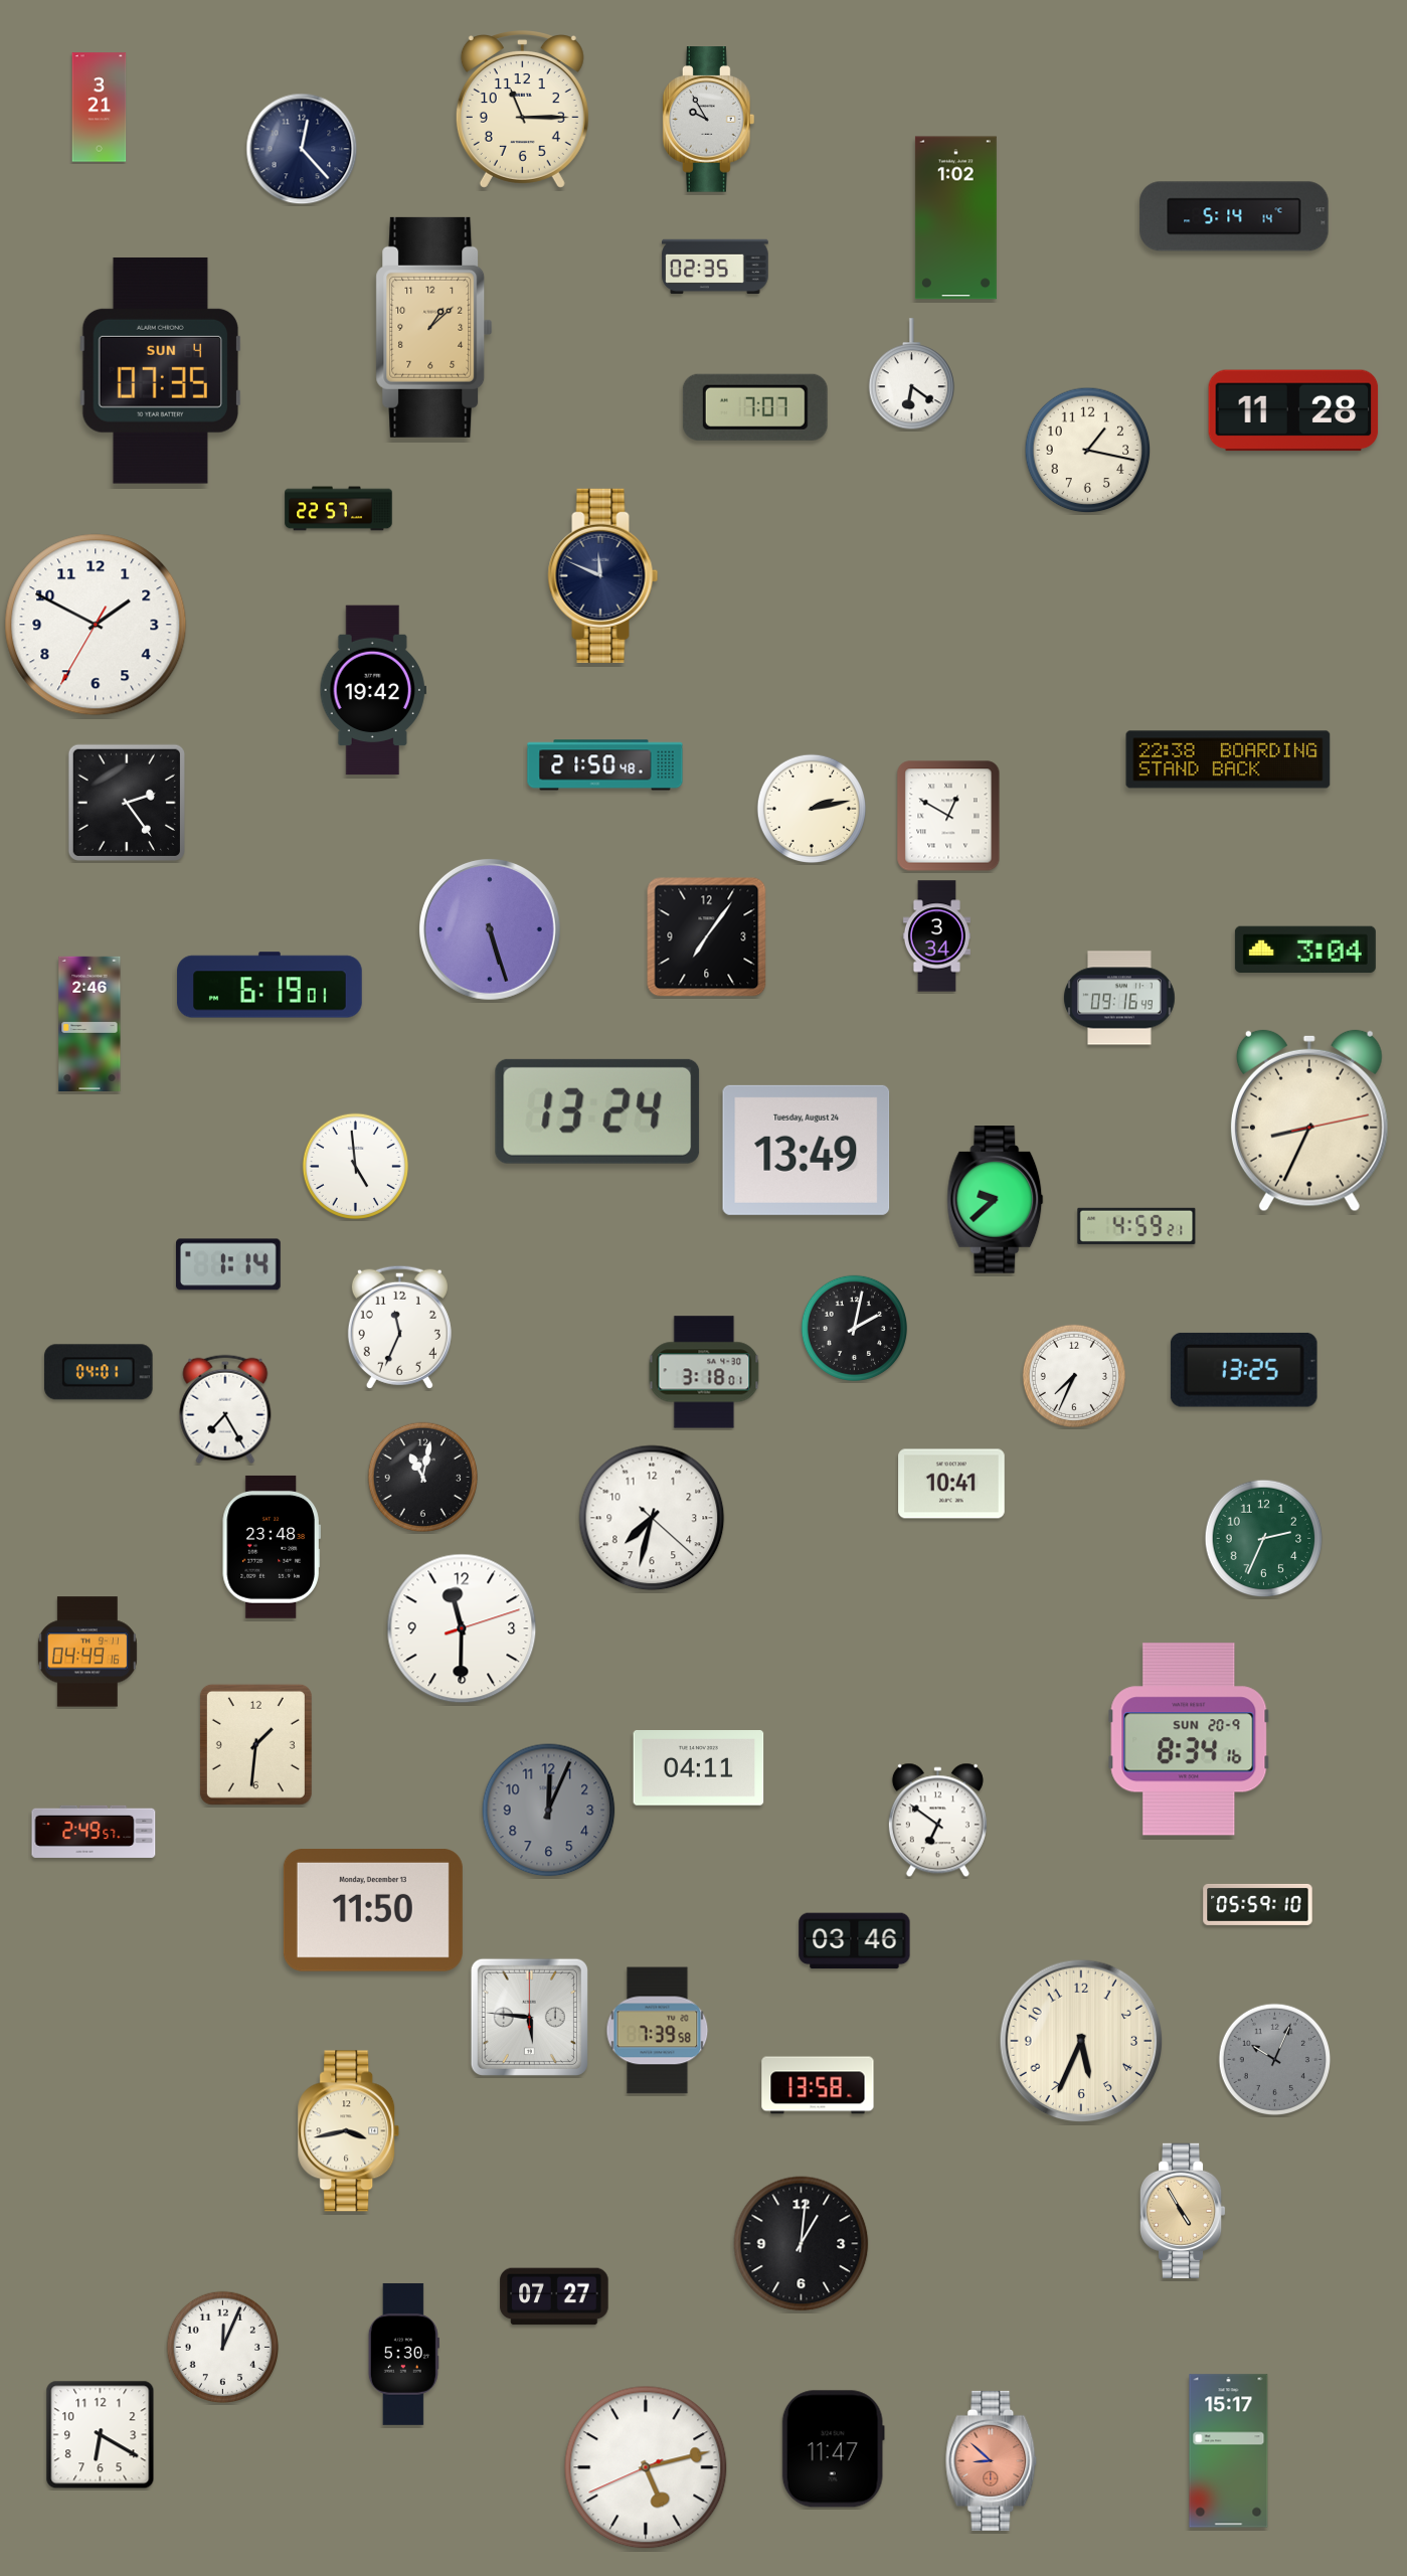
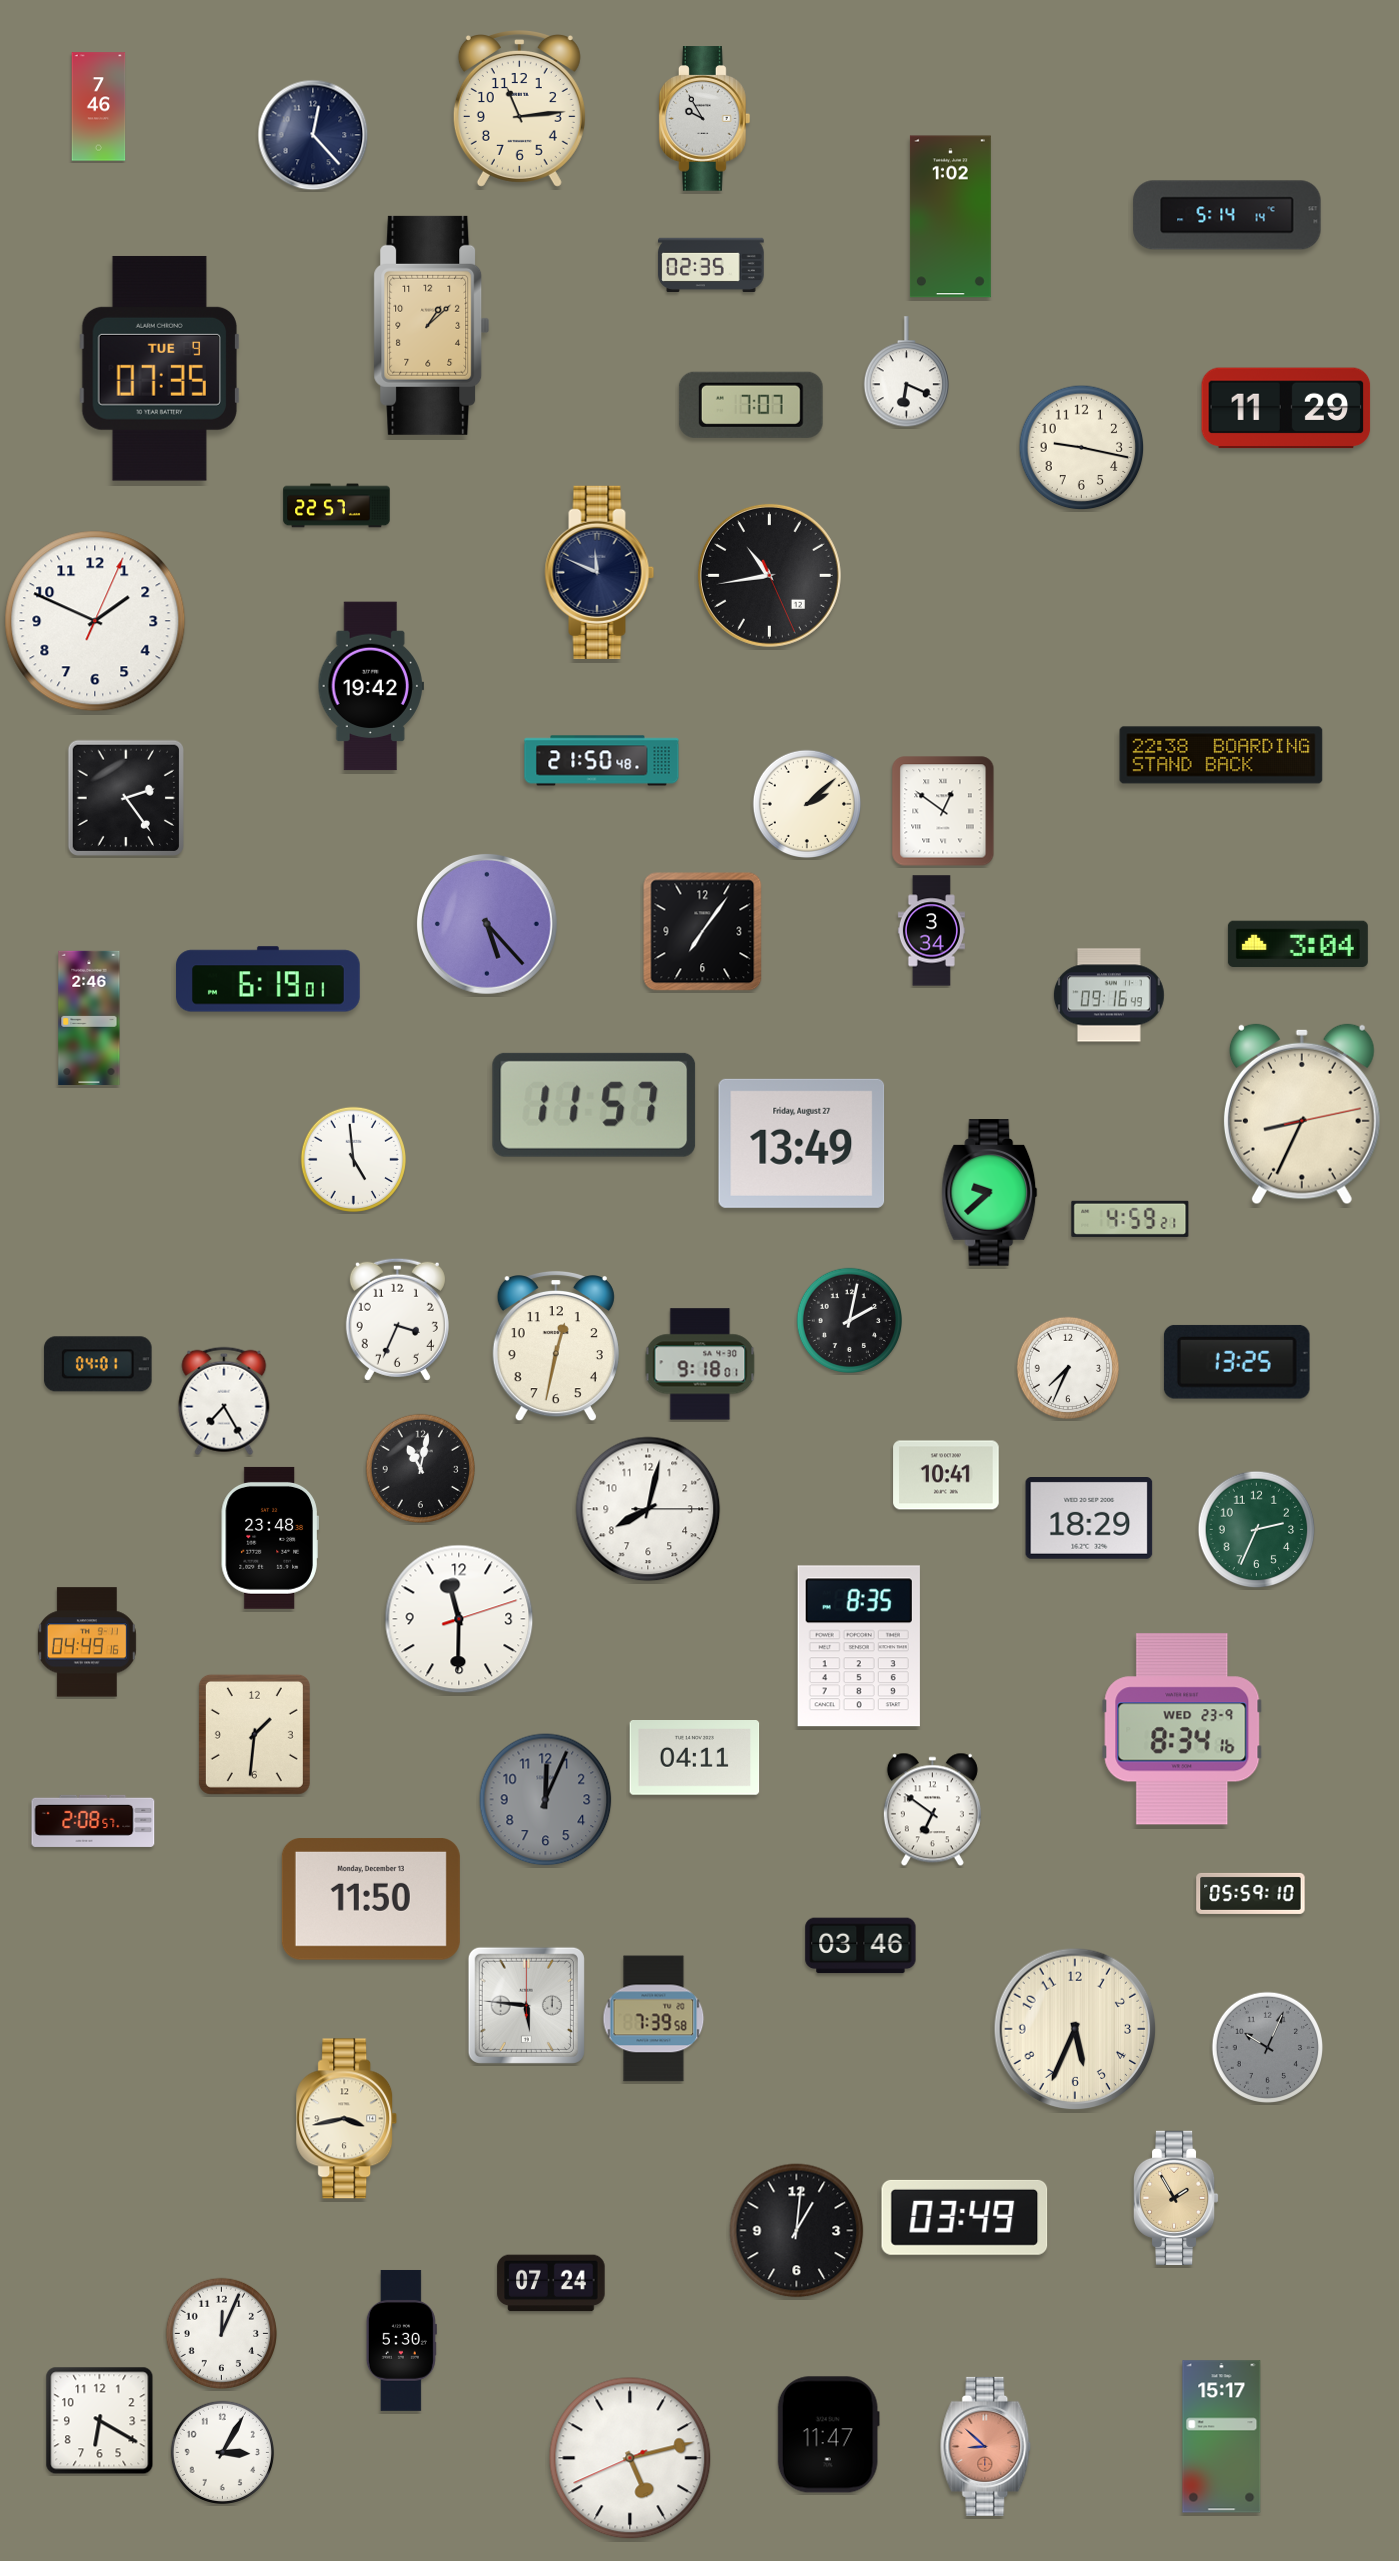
clock at (100, 108): 3:21 -> 7:46
clock at (522, 110): 11:15 -> 11:14
clock at (302, 149) position: (302, 149) -> (313, 135)
clock at (160, 370) date: SUN 4 -> TUE 9
clock at (911, 374): 6:21 -> 6:19
clock at (1293, 410): 11:28 -> 11:29
clock at (1088, 451): 1:17 -> 9:17
clock at (769, 575): none -> 10:43
clock at (96, 625): 1:49:35 -> 1:49:04
clock at (811, 808): 2:13 -> 2:08
clock at (948, 816): 12:50 -> 12:51
clock at (490, 929): 5:27 -> 5:23
clock at (1119, 998) position: (1119, 998) -> (1109, 995)
clock at (597, 1111): 13:24 -> 11:57
clock at (807, 1150) date: Tuesday, August 24 -> Friday, August 27
clock at (229, 1264): 1:14 -> none
clock at (399, 1327): 11:34 -> 3:34
clock at (556, 1346): none -> 12:32
clock at (704, 1372): 3:18 -> 9:18
clock at (652, 1518): 7:32 -> 8:02
clock at (1089, 1519): none -> 18:29
clock at (859, 1646): none -> 8:35
clock at (1189, 1739) date: SUN 20-9 -> WED 23-9
clock at (94, 1832): 2:49 -> 2:08
clock at (855, 1941) position: (855, 1941) -> (861, 1946)
clock at (818, 2085): 13:58 -> none
clock at (1183, 2211): 4:55 -> 1:55
clock at (965, 2217): none -> 03:49
clock at (554, 2296): 07:27 -> 07:24
clock at (222, 2452): none -> 3:05
clock at (646, 2467) position: (646, 2467) -> (630, 2458)
